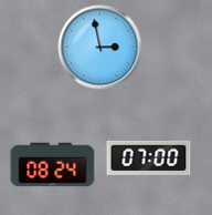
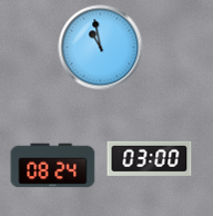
clock at (100, 48): 2:58 -> 10:58
clock at (149, 157): 07:00 -> 03:00
